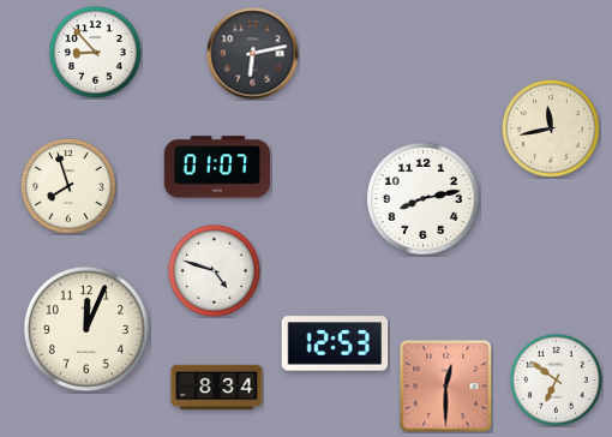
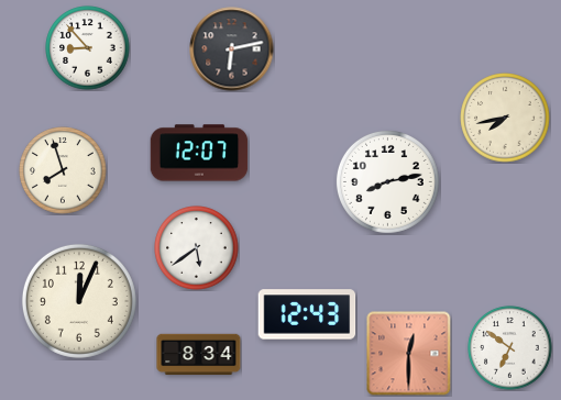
clock at (551, 128): 11:43 -> 7:43
clock at (217, 167): 01:07 -> 12:07
clock at (215, 271): 4:48 -> 5:39
clock at (335, 343): 12:53 -> 12:43
